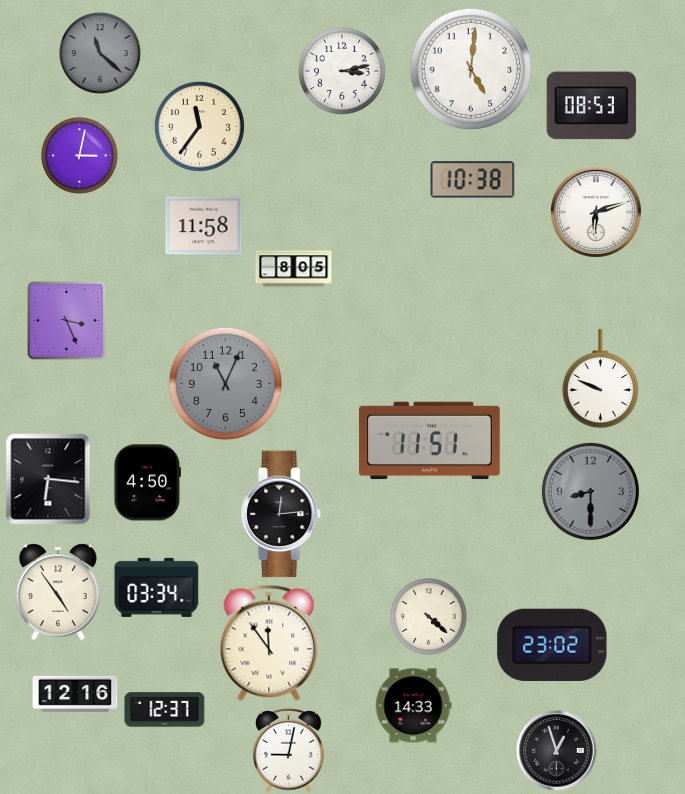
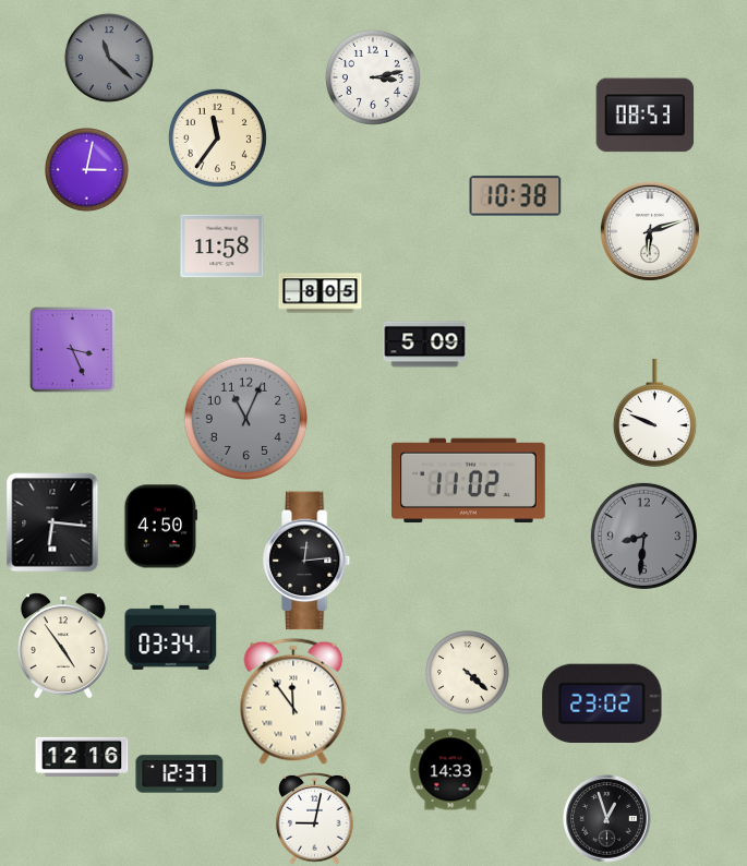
clock at (470, 68): 5:01 -> none
clock at (425, 345): none -> 5:09
clock at (430, 441): 11:51 -> 11:02
clock at (590, 491): 8:30 -> 8:31
clock at (157, 587) position: (157, 587) -> (171, 637)
